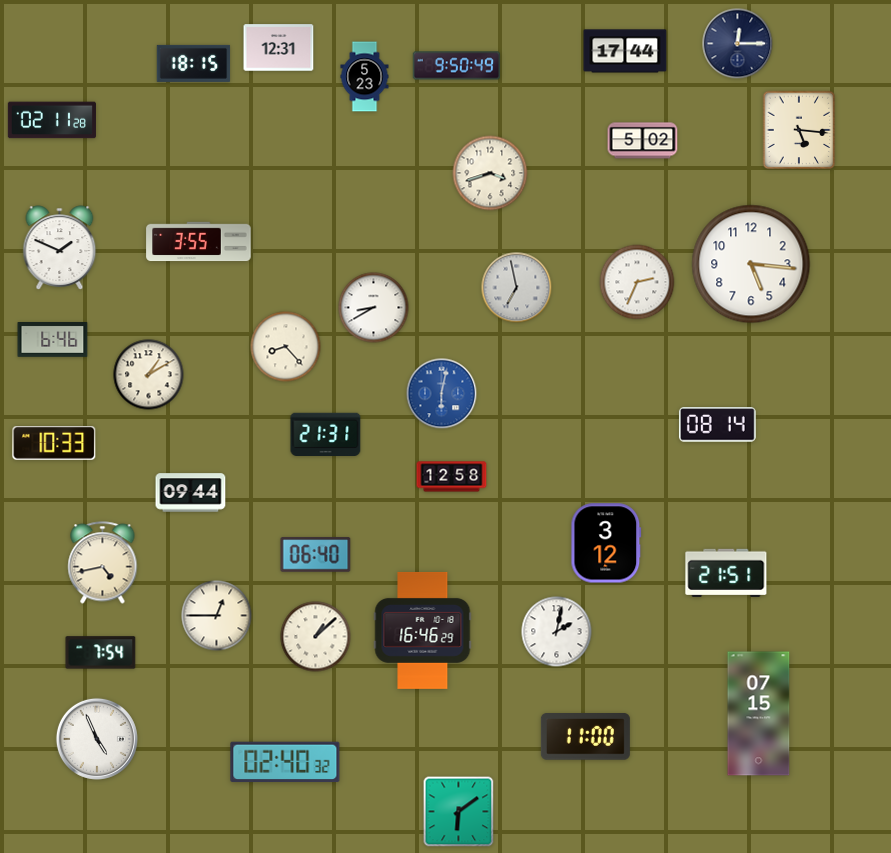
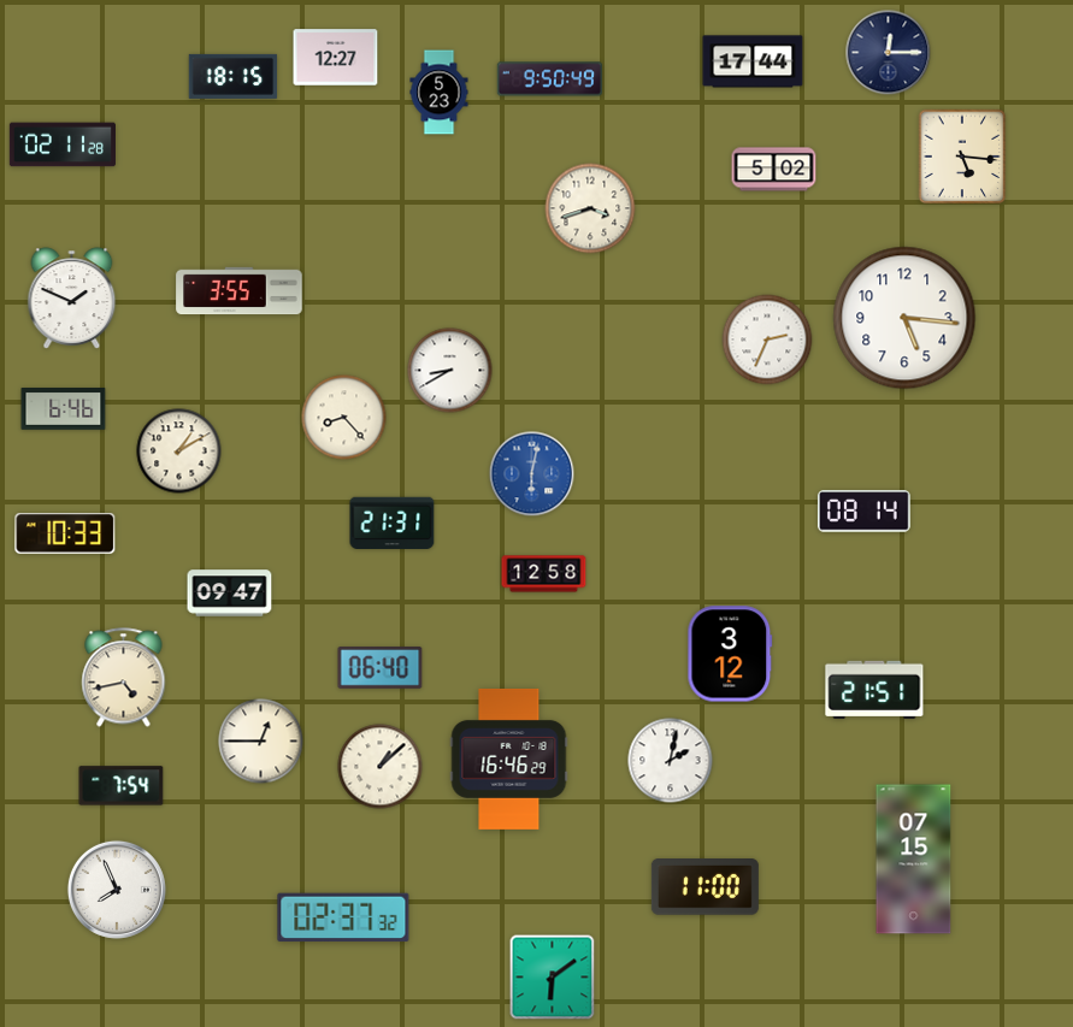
clock at (279, 48): 12:31 -> 12:27
clock at (517, 288): 6:58 -> none
clock at (191, 493): 09:44 -> 09:47
clock at (97, 739): 4:56 -> 7:56
clock at (285, 762): 02:40 -> 02:37
